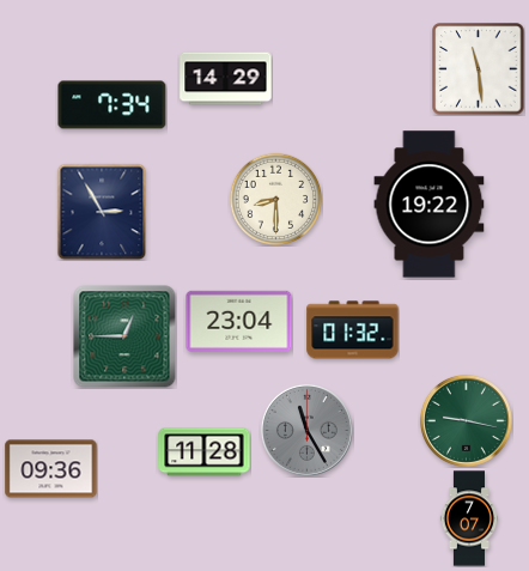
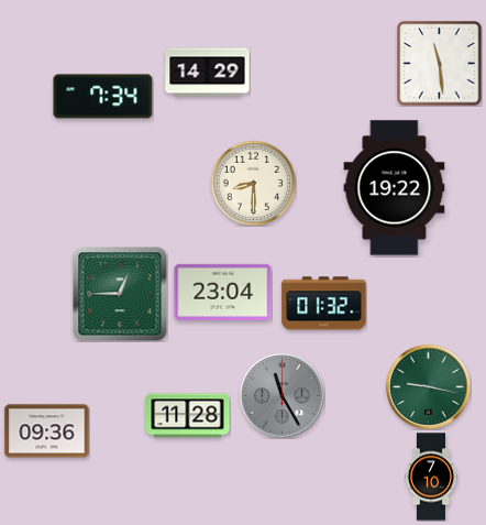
clock at (102, 212): 2:55 -> none
clock at (239, 321) position: (239, 321) -> (223, 292)
clock at (124, 336) position: (124, 336) -> (120, 294)
clock at (468, 518): 7:07 -> 7:10
